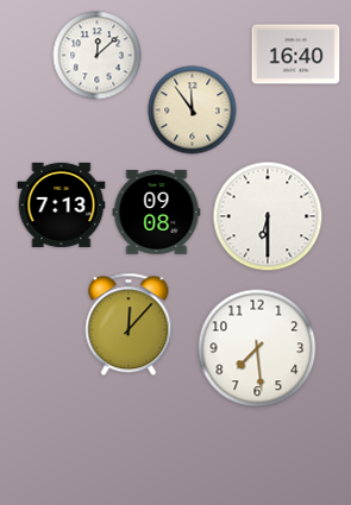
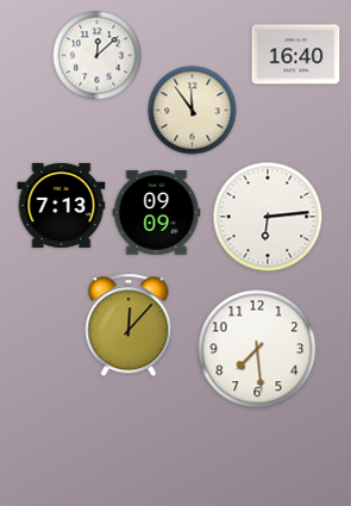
clock at (157, 213): 09:08 -> 09:09
clock at (268, 216): 6:30 -> 6:14
